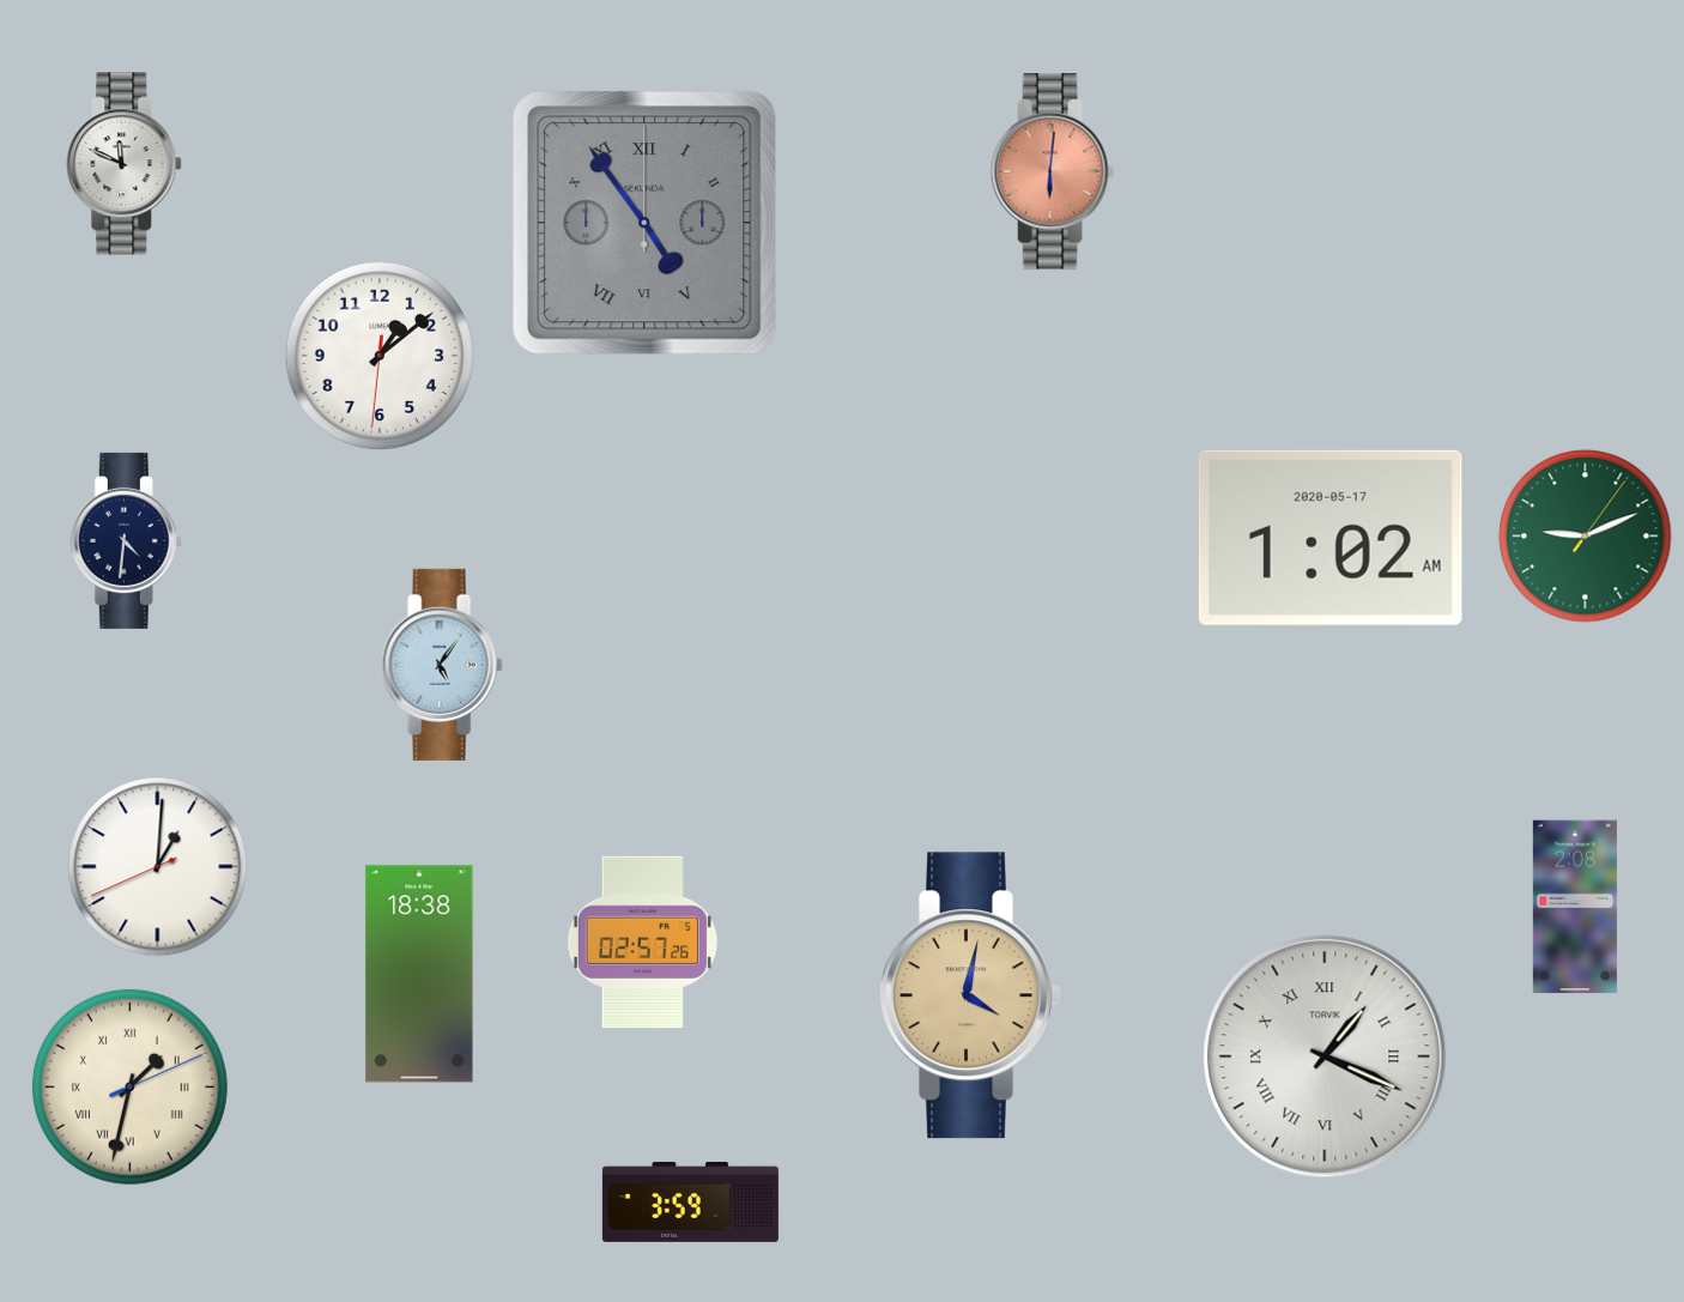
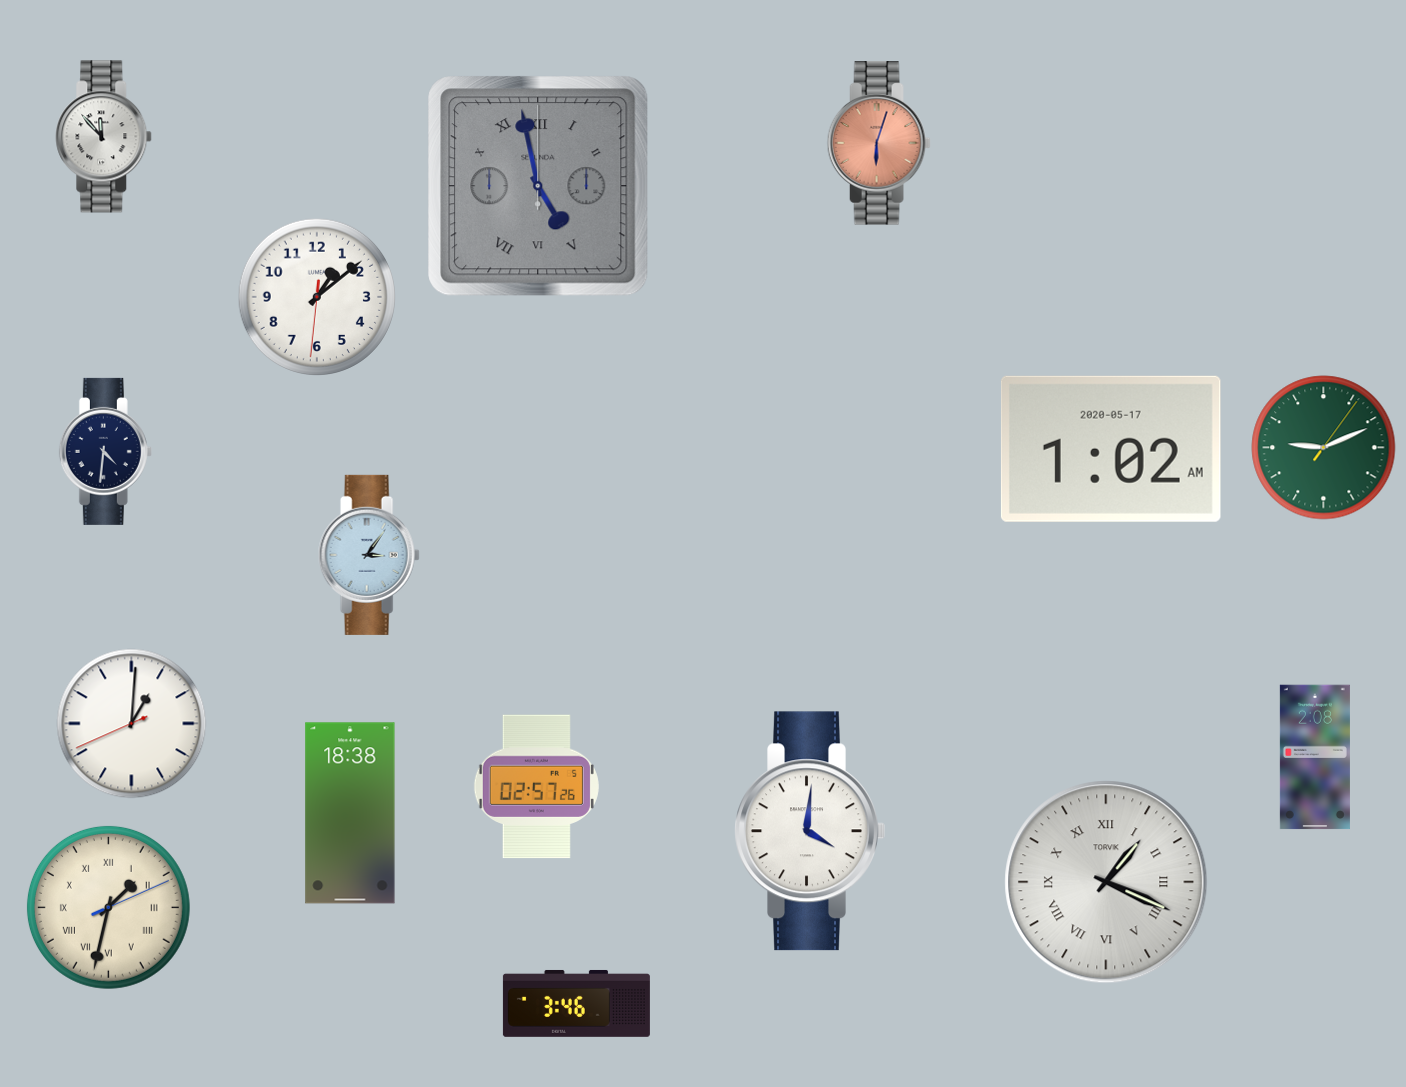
clock at (125, 164): 11:49 -> 11:53
clock at (1053, 171): 6:01 -> 6:03
clock at (644, 223): 4:54 -> 4:58
clock at (442, 665): 5:06 -> 3:06
clock at (970, 995): 4:02 -> 4:01
clock at (970, 995) dial: champagne -> white
clock at (690, 1203): 3:59 -> 3:46
